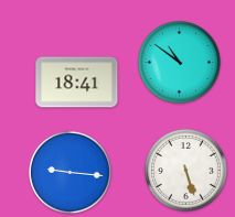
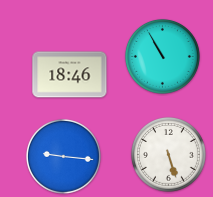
clock at (179, 62): 10:51 -> 10:55
clock at (77, 83): 18:41 -> 18:46
